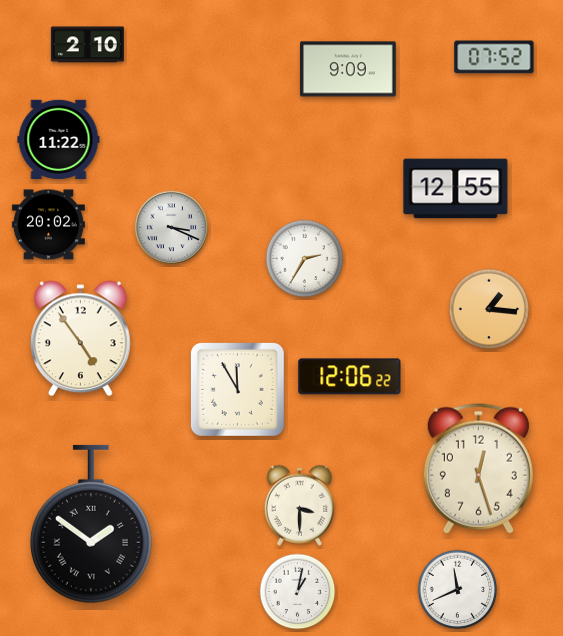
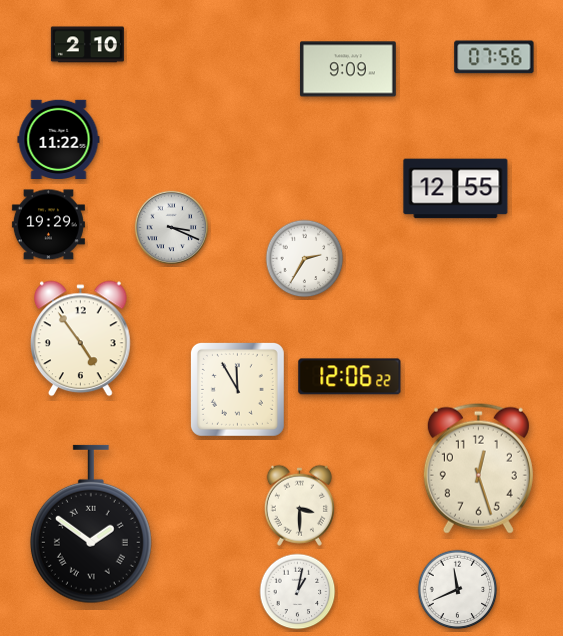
clock at (494, 57): 07:52 -> 07:56
clock at (48, 225): 20:02 -> 19:29
clock at (489, 309): 1:16 -> none
